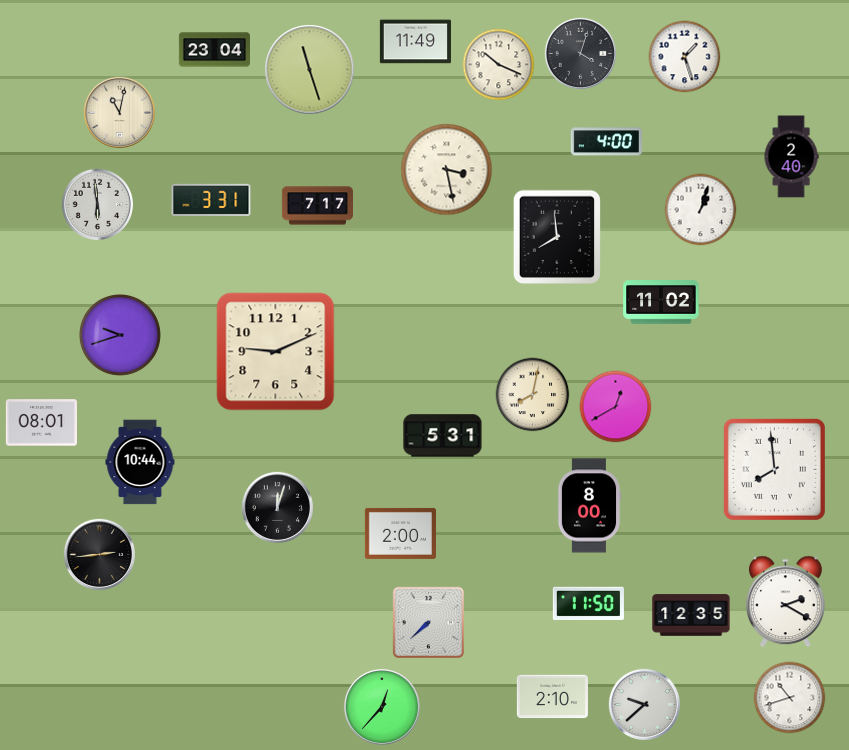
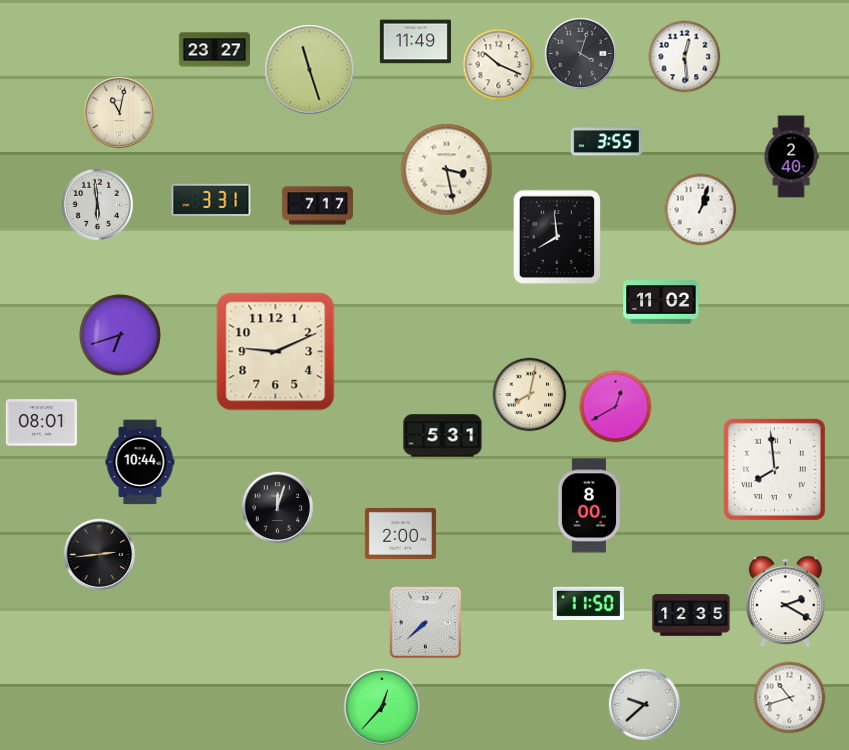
clock at (214, 50): 23:04 -> 23:27
clock at (685, 57): 1:27 -> 12:29
clock at (606, 142): 4:00 -> 3:55
clock at (120, 335): 9:42 -> 6:42
clock at (533, 395) position: (533, 395) -> (530, 395)
clock at (429, 623) position: (429, 623) -> (426, 623)
clock at (552, 697): 2:10 -> none
